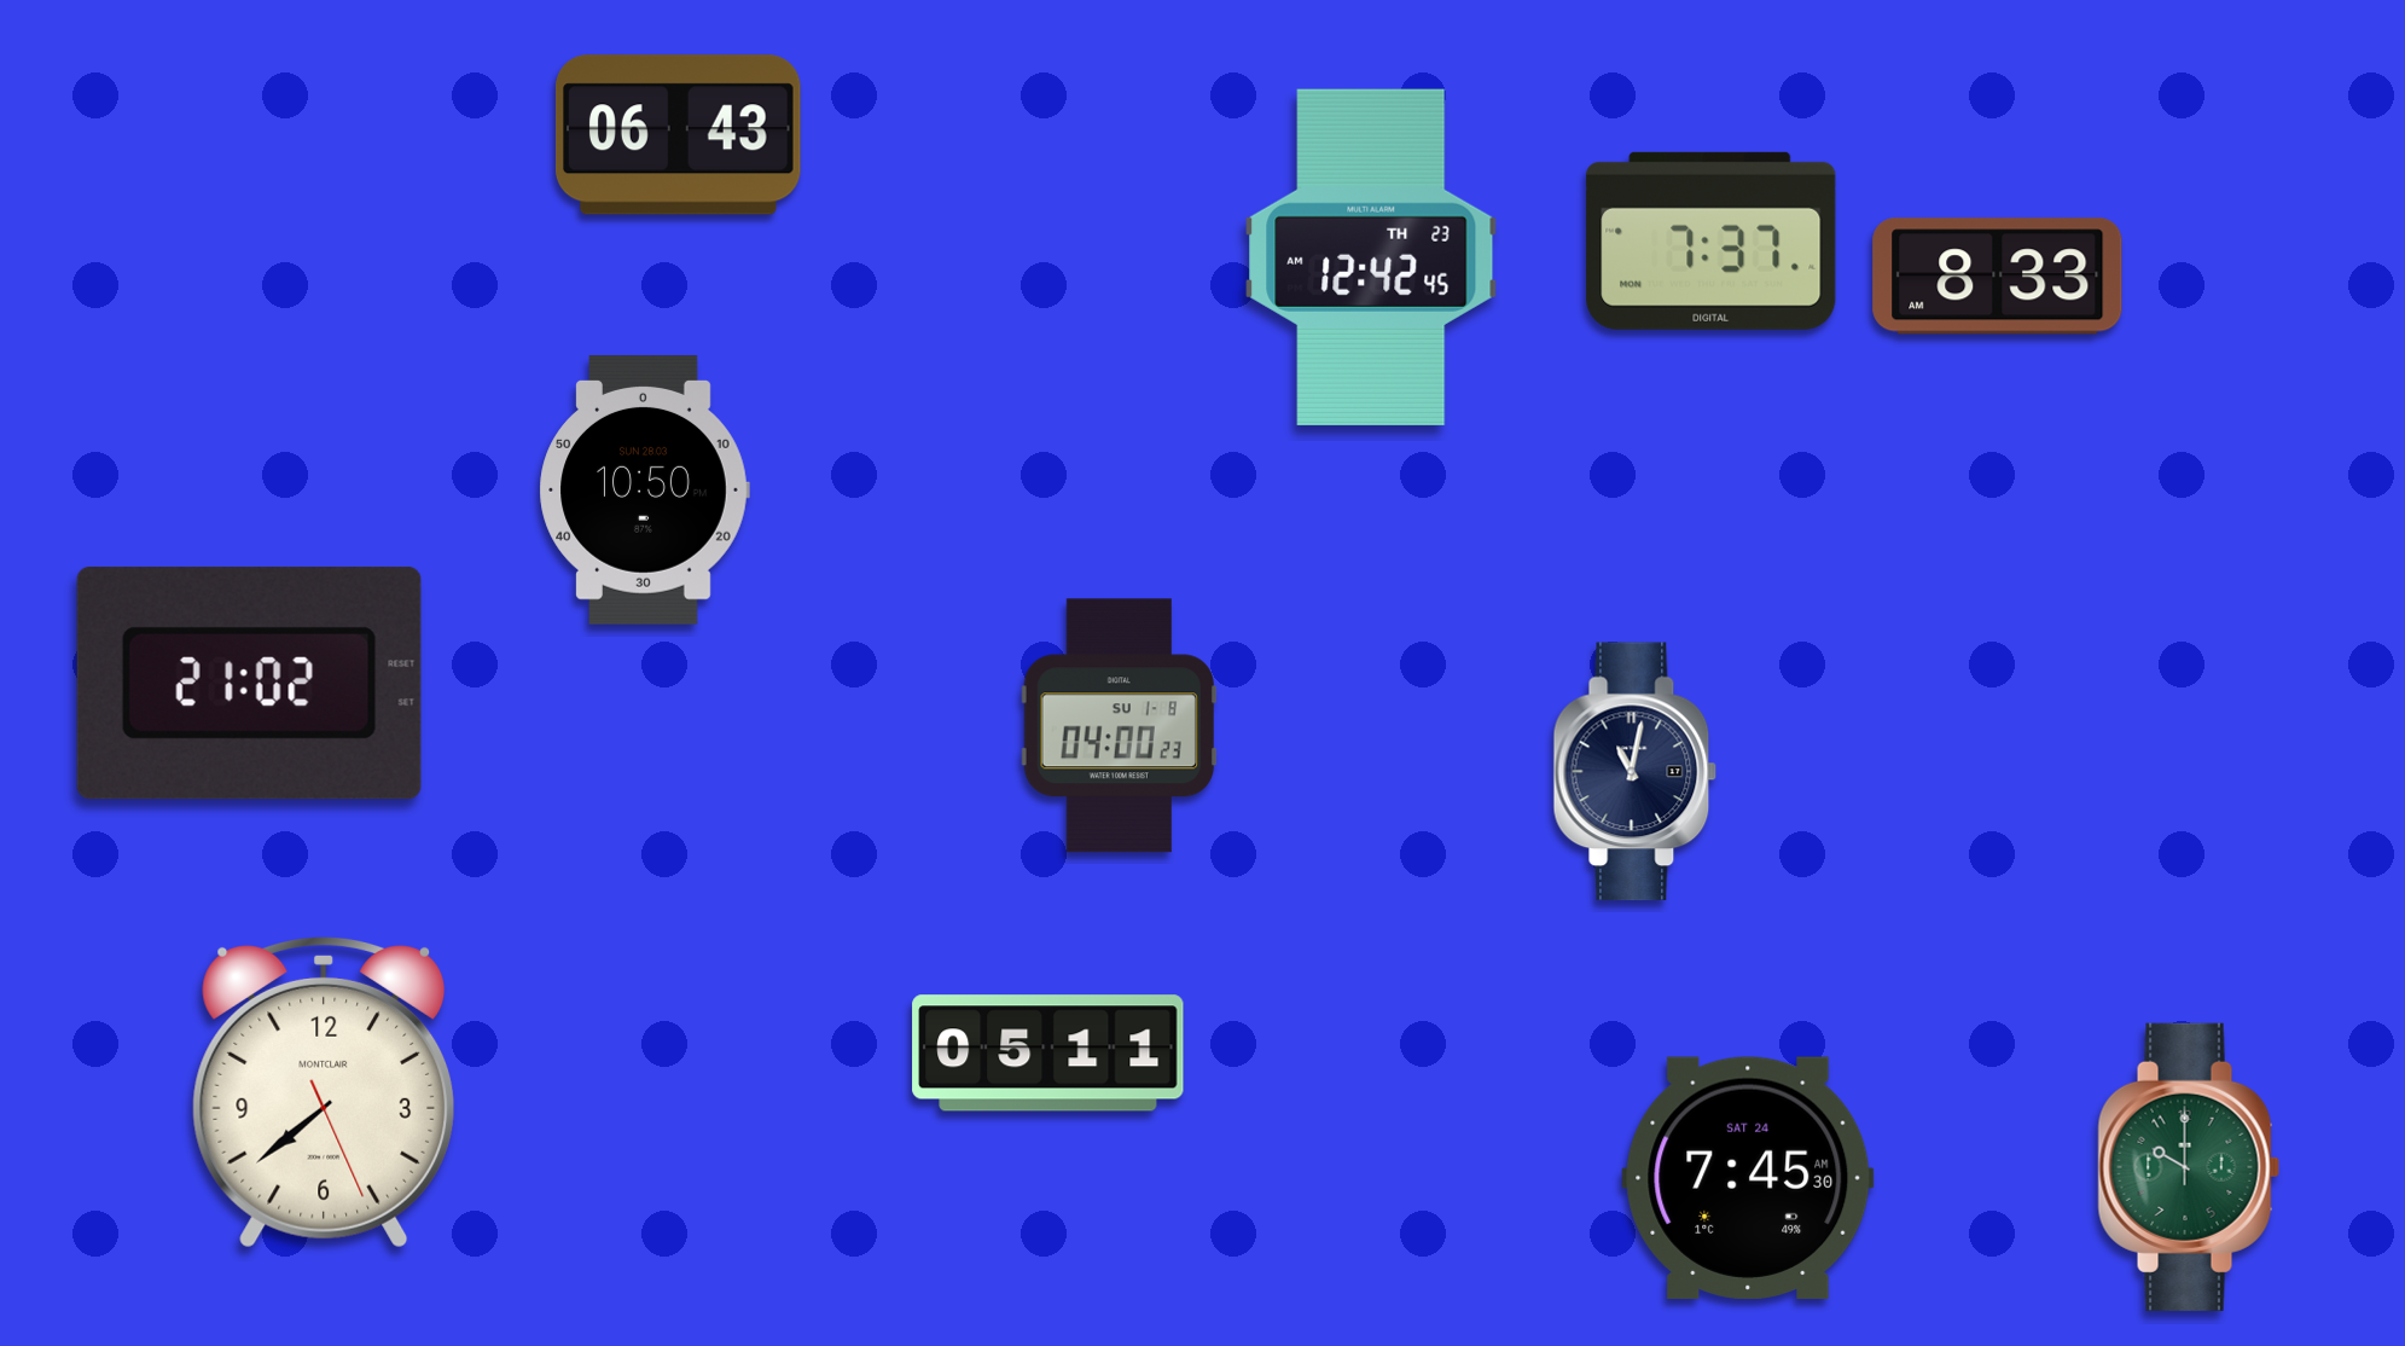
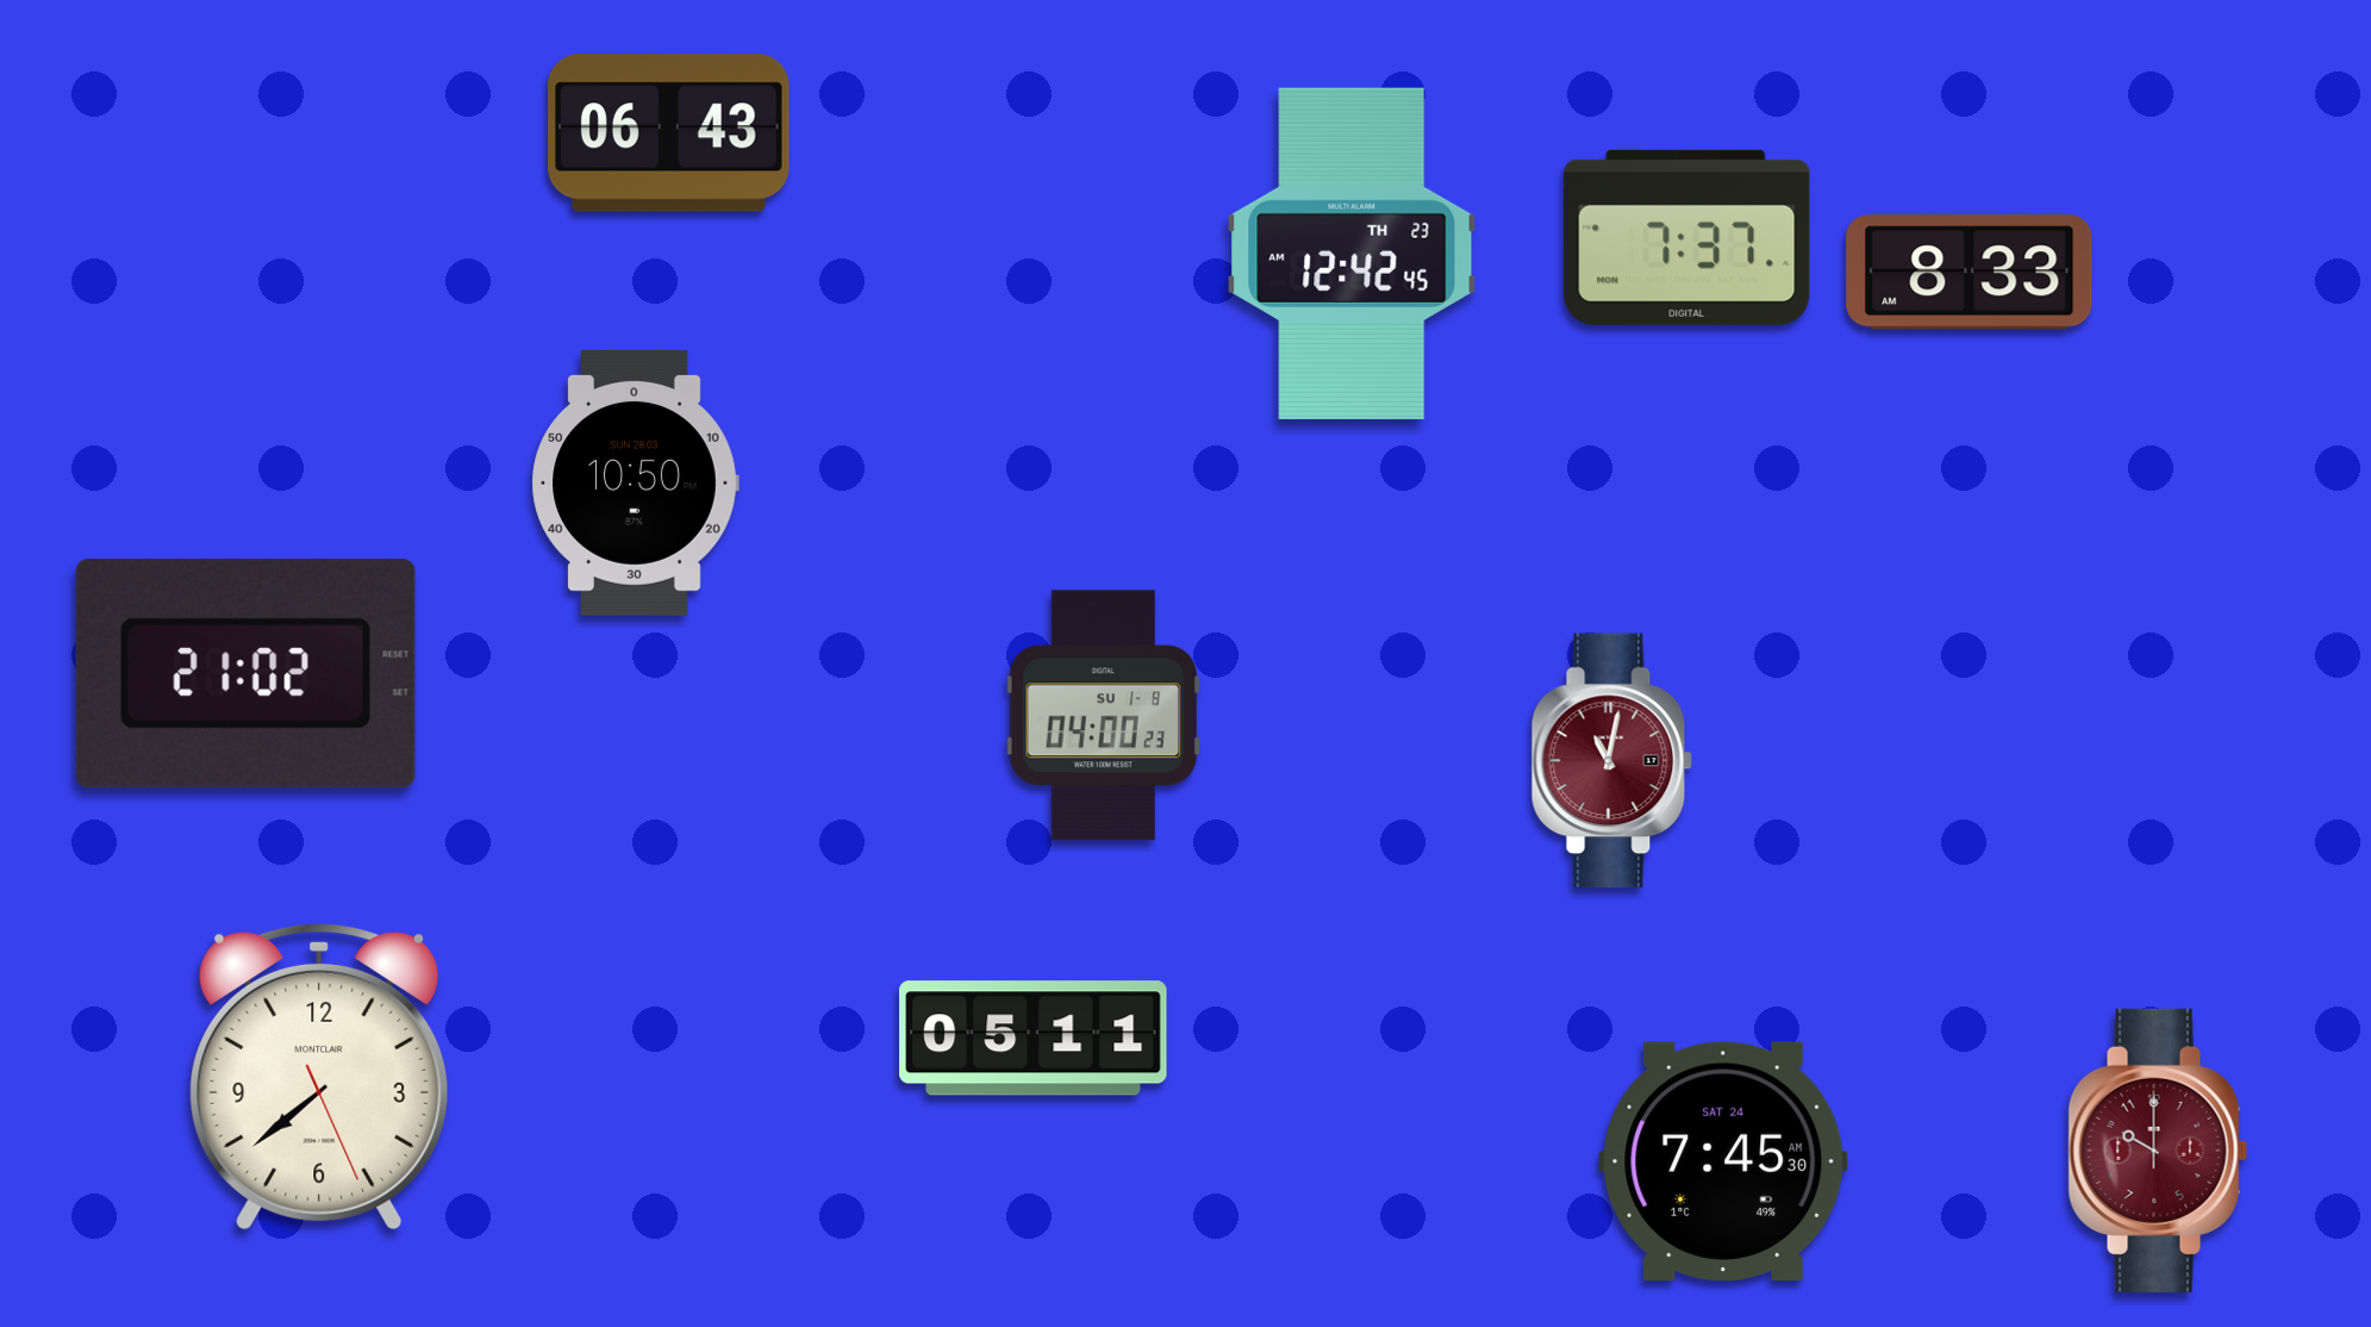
clock at (1636, 772) dial: navy -> burgundy
clock at (2189, 1167) dial: green -> burgundy
